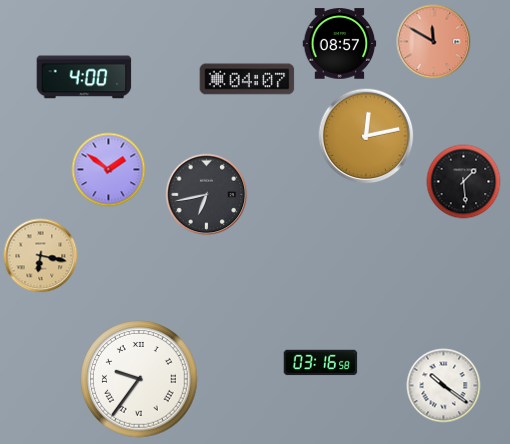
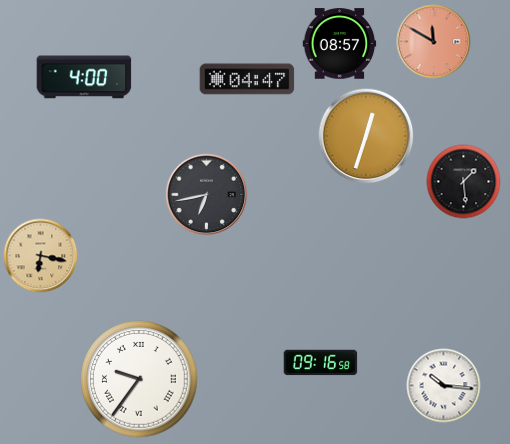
clock at (247, 79): 04:07 -> 04:47
clock at (366, 136): 12:13 -> 12:33
clock at (109, 170): 1:51 -> none
clock at (321, 363): 03:16 -> 09:16
clock at (444, 386): 10:21 -> 10:16
